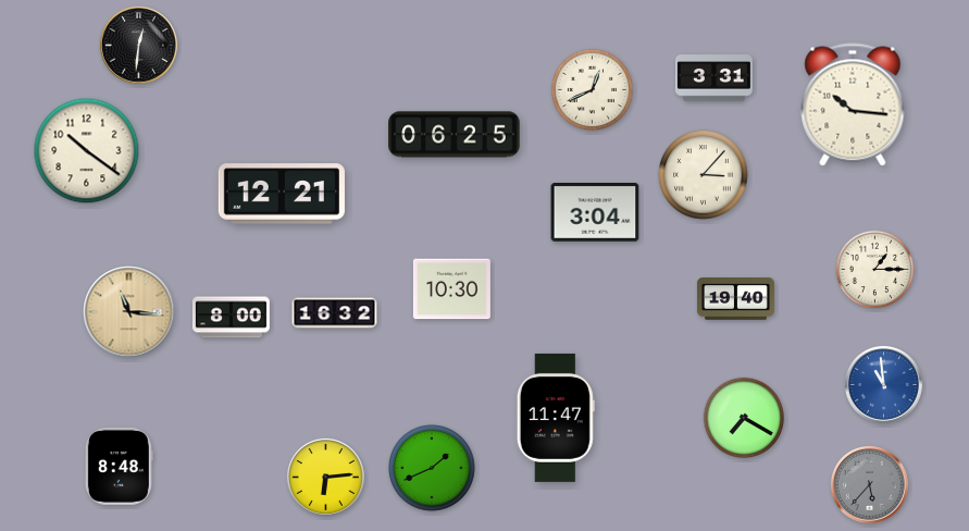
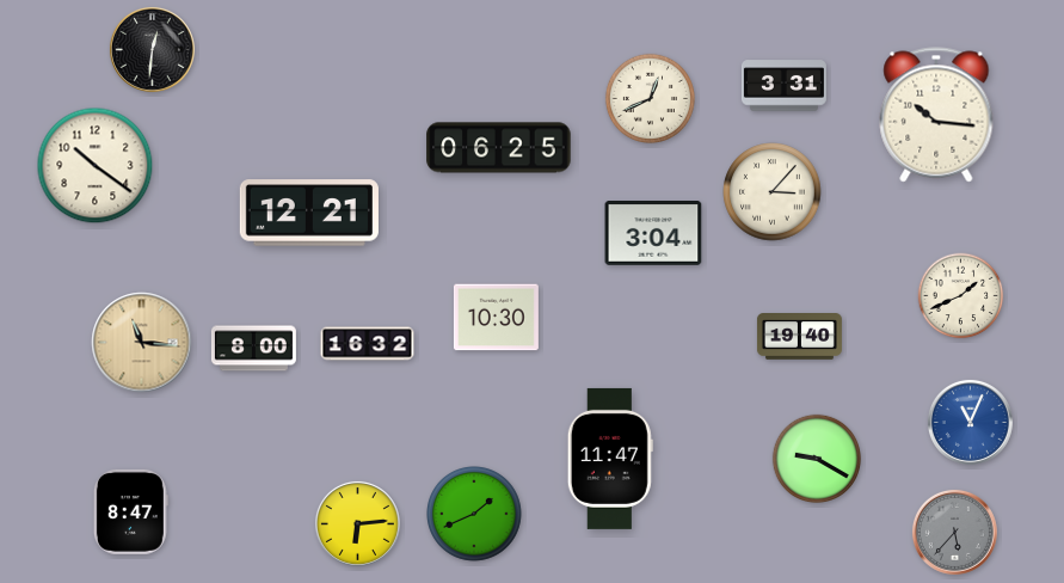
clock at (875, 270): 1:15 -> 1:41
clock at (735, 299) position: (735, 299) -> (799, 337)
clock at (883, 384): 10:59 -> 11:04
clock at (743, 417): 7:20 -> 9:20
clock at (119, 466): 8:48 -> 8:47
